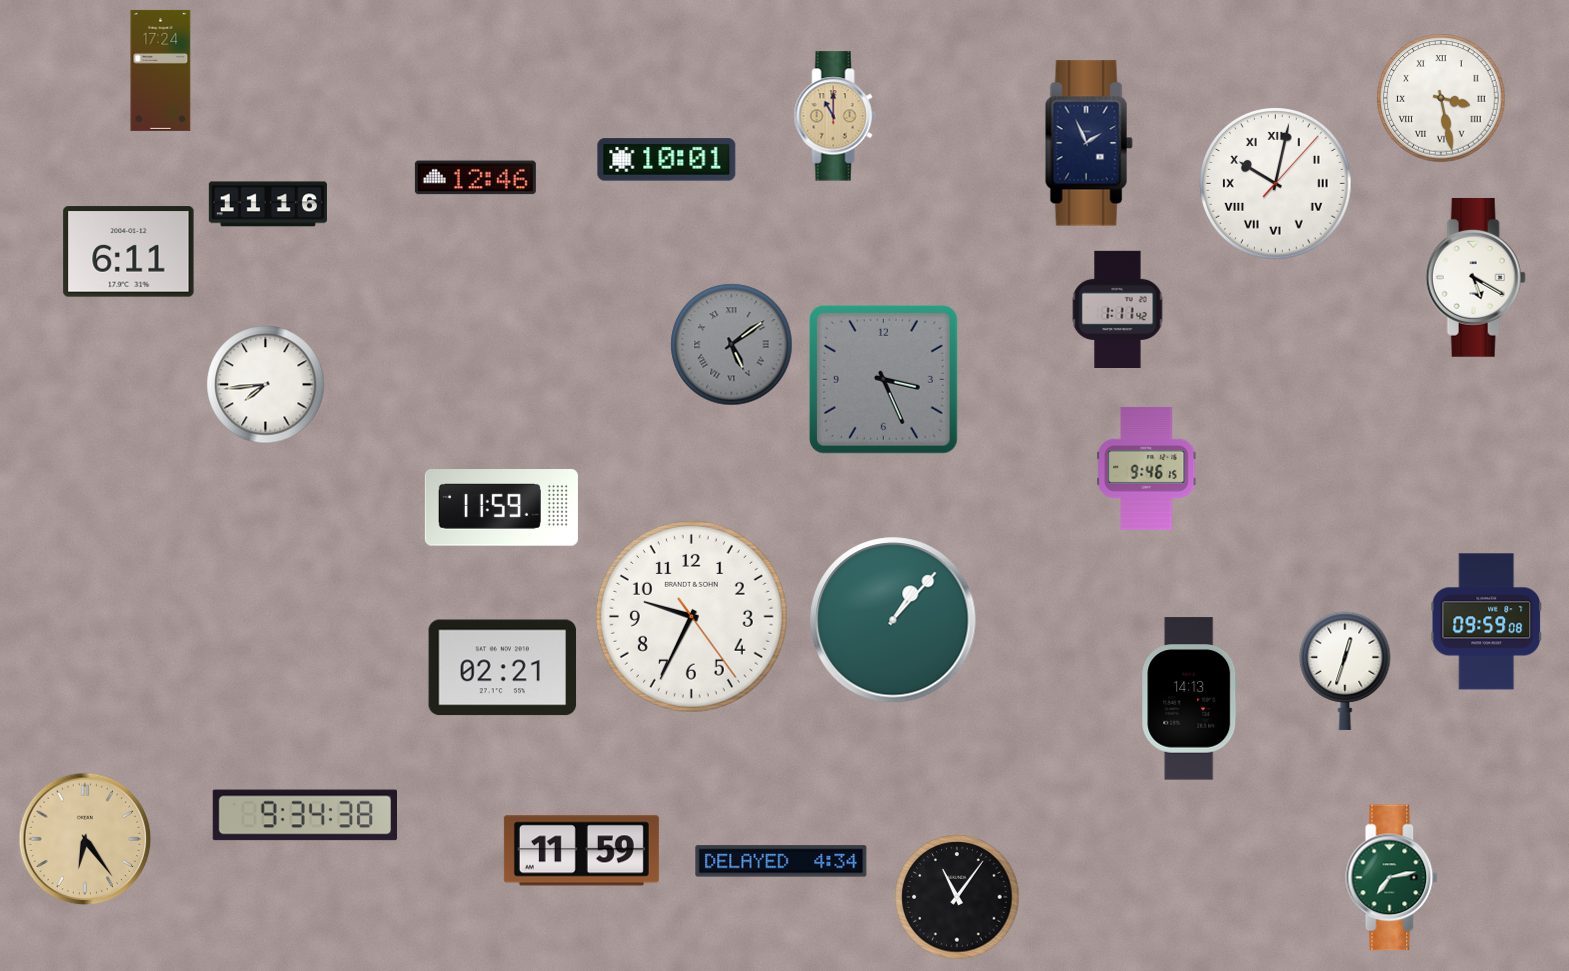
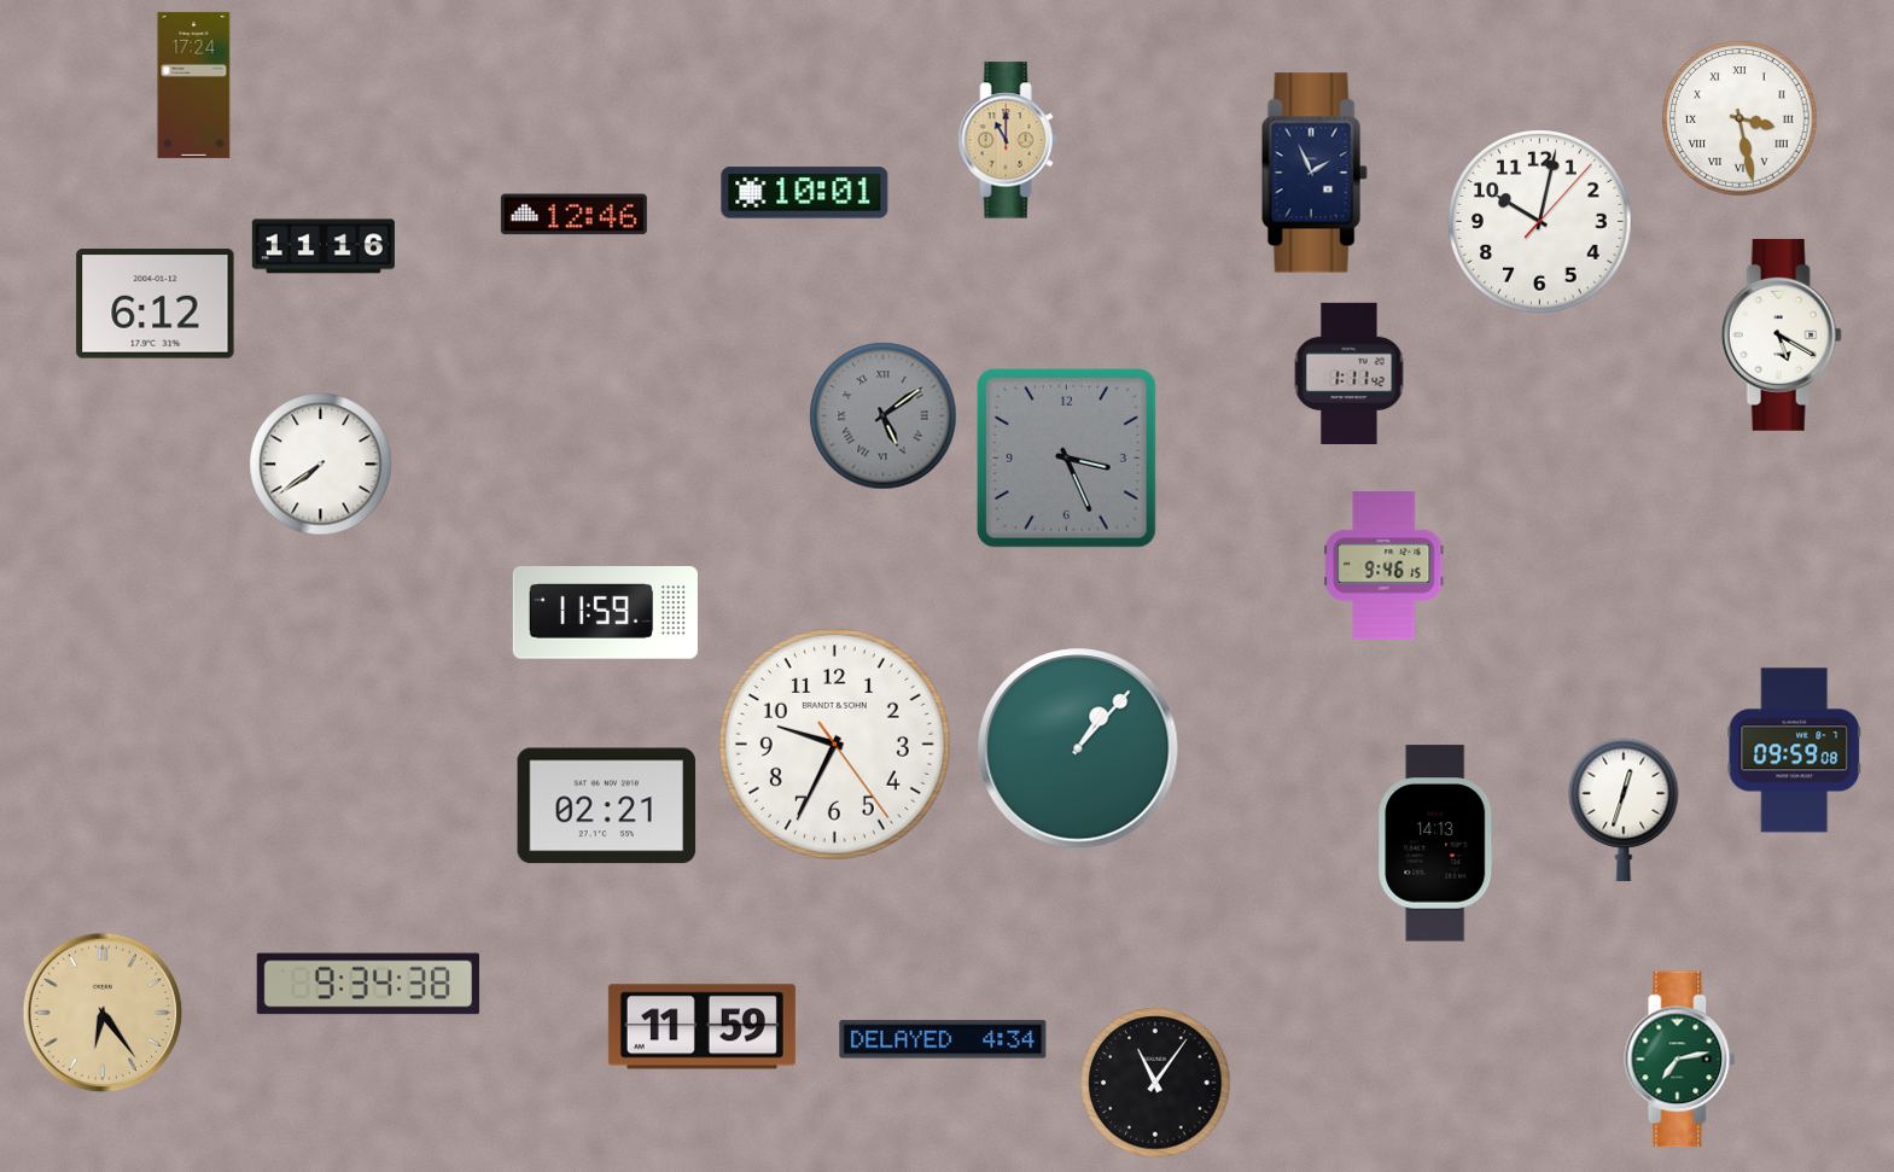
clock at (1276, 184) numerals: Roman -> Arabic
clock at (129, 252): 6:11 -> 6:12
clock at (266, 385): 7:44 -> 7:39
